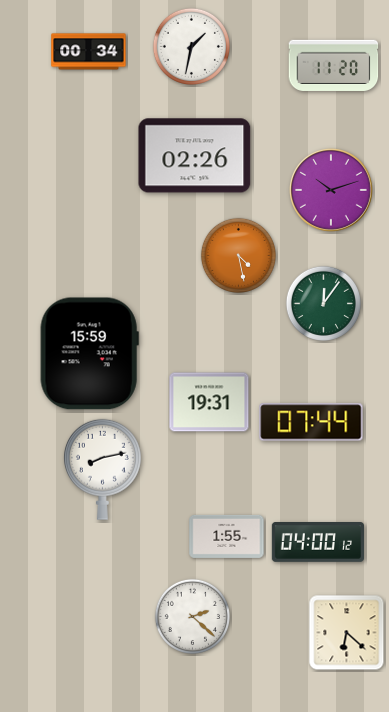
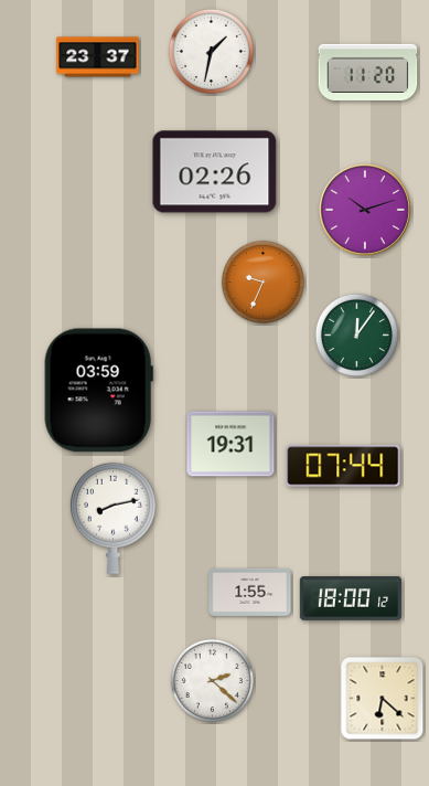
clock at (89, 52): 00:34 -> 23:37
clock at (238, 255): 4:28 -> 9:34
clock at (89, 354): 15:59 -> 03:59
clock at (317, 542): 04:00 -> 18:00
